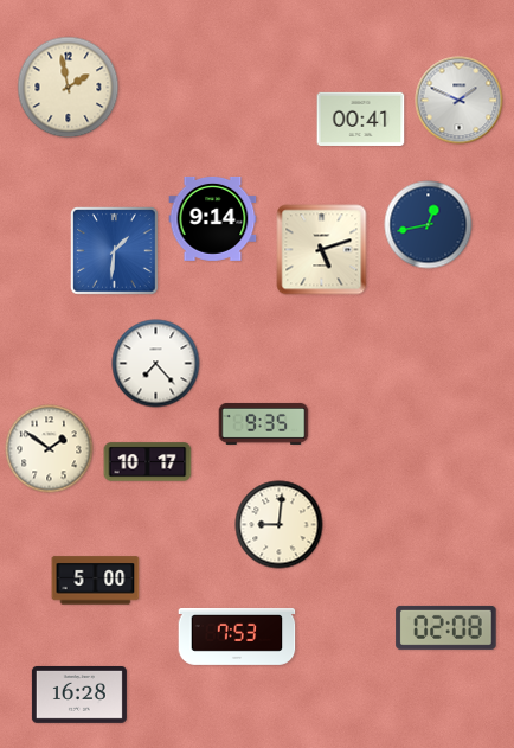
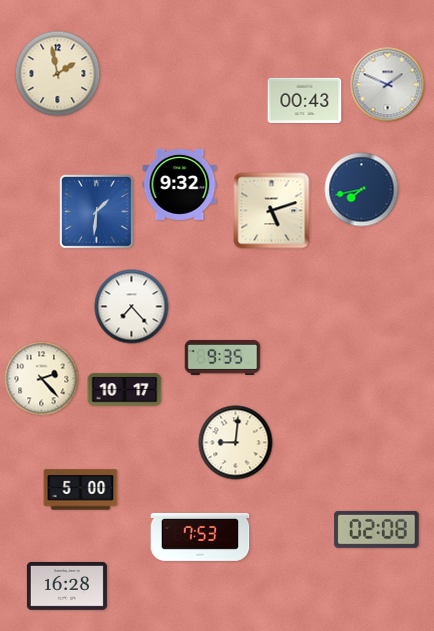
clock at (361, 119): 00:41 -> 00:43
clock at (213, 218): 9:14 -> 9:32
clock at (429, 225): 12:43 -> 7:43
clock at (50, 449): 1:51 -> 2:23
